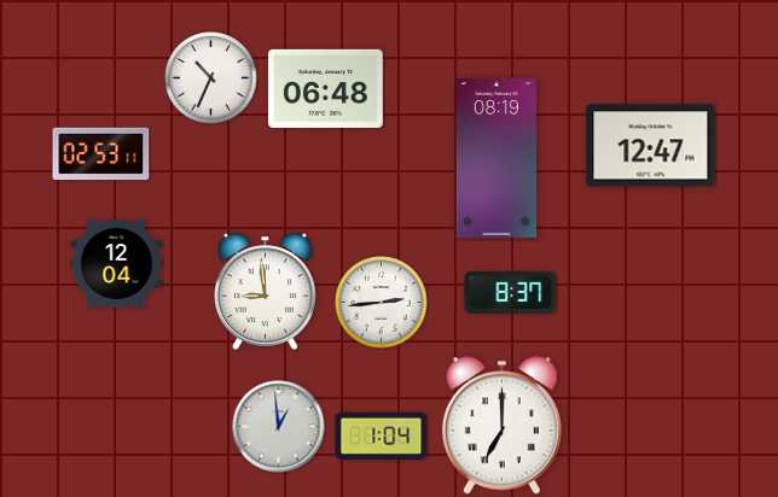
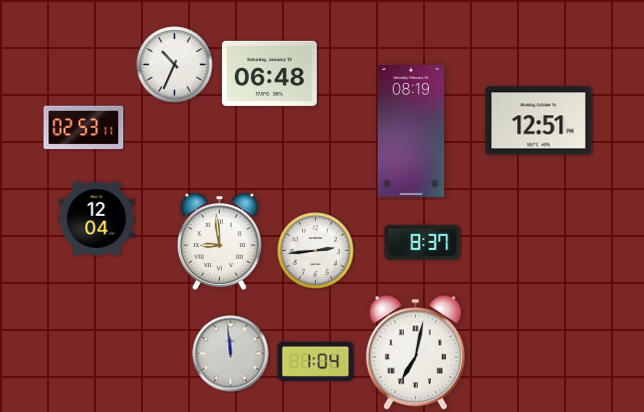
clock at (651, 146): 12:47 -> 12:51
clock at (501, 426): 7:00 -> 7:02
clock at (279, 427): 12:59 -> 11:59
